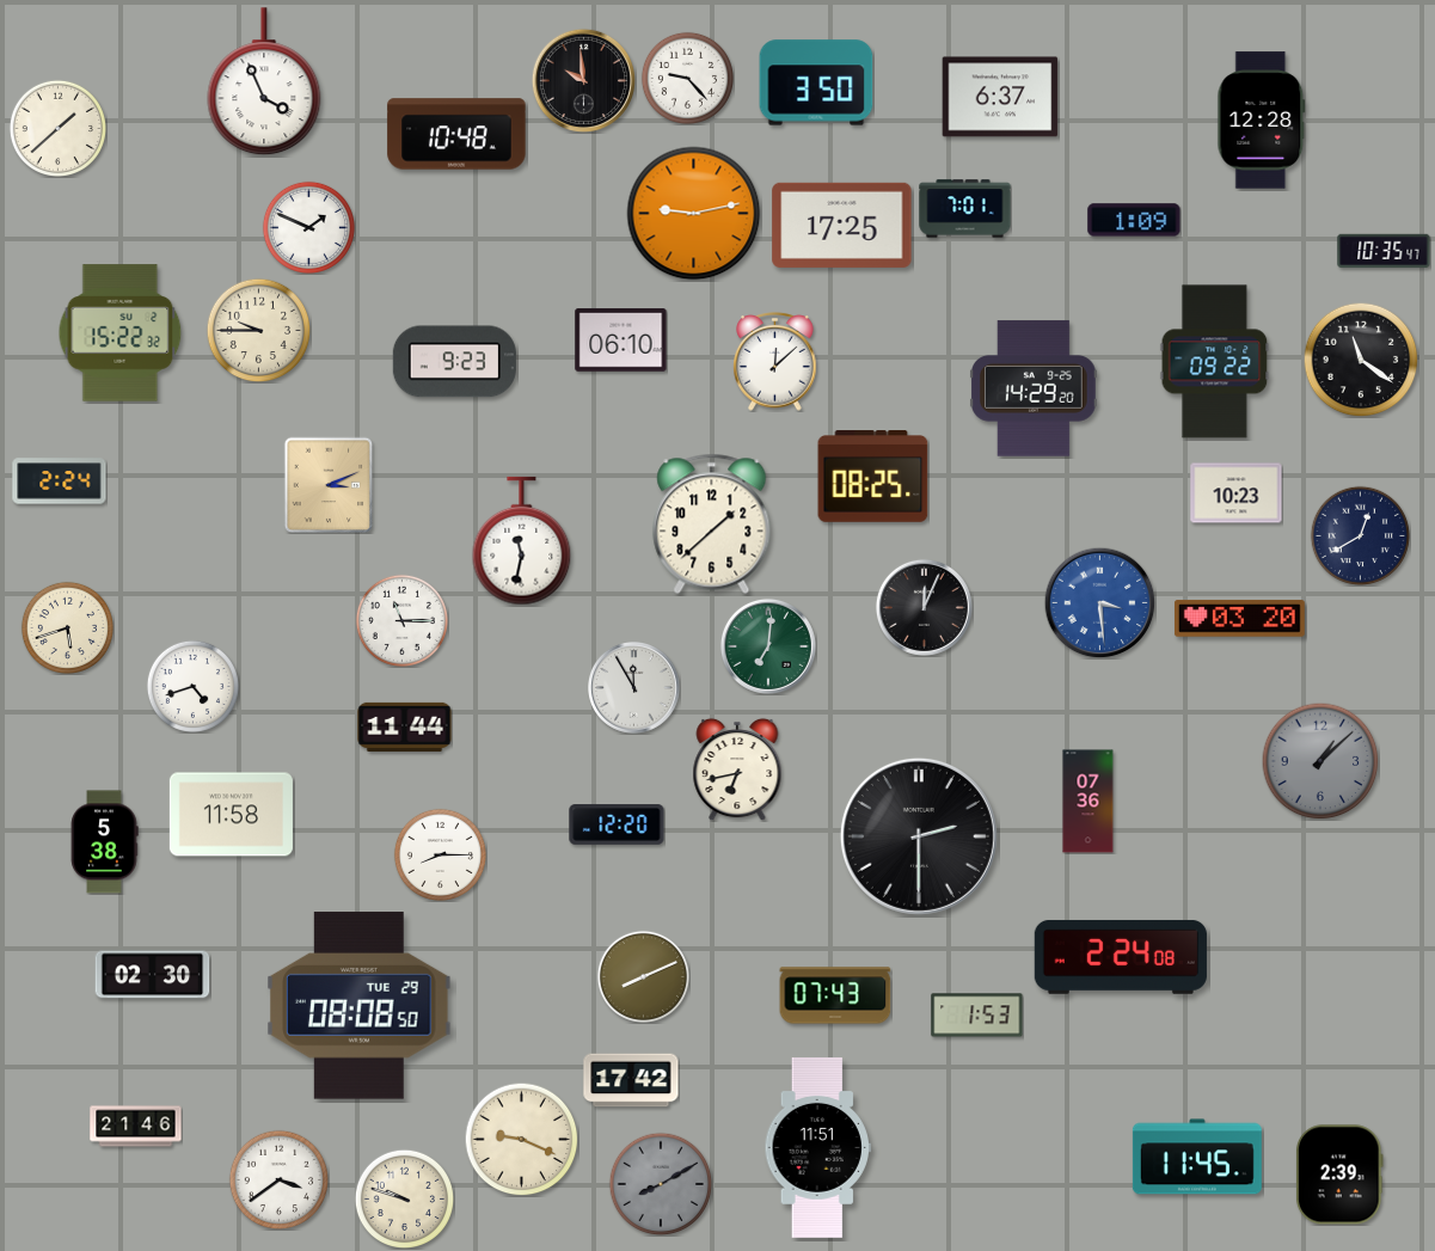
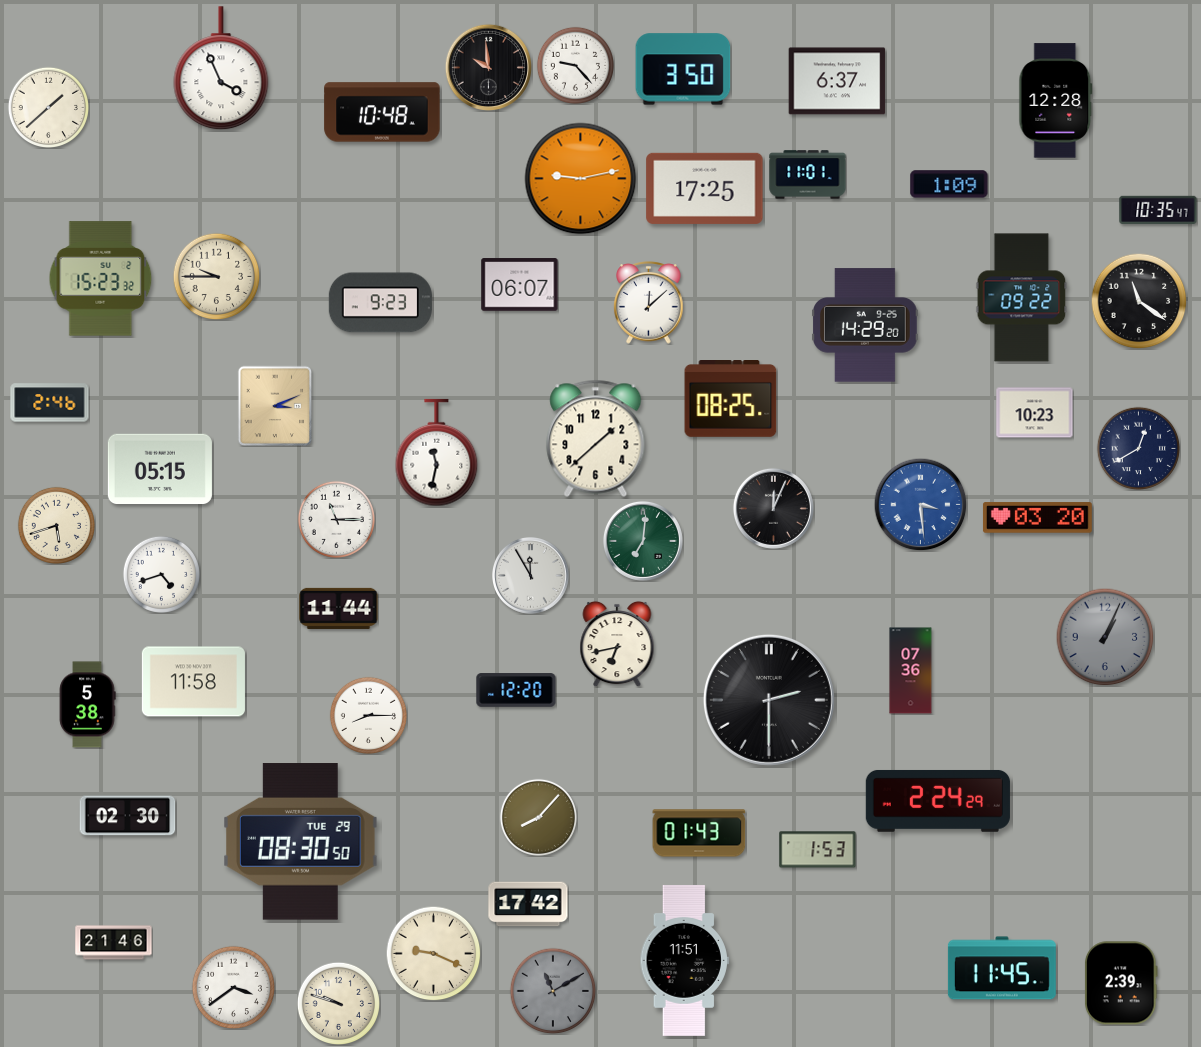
clock at (965, 209): 7:01 -> 11:01
clock at (308, 227): 1:49 -> none
clock at (121, 333): 15:22 -> 15:23
clock at (621, 341): 06:10 -> 06:07
clock at (1215, 362) position: (1215, 362) -> (1022, 298)
clock at (60, 482): 2:24 -> 2:46
clock at (160, 468): none -> 05:15
clock at (1320, 761): 1:08 -> 1:04
clock at (1121, 957): 2:24:08 -> 2:24:29
clock at (643, 976): 8:11 -> 8:07
clock at (835, 995): 07:43 -> 01:43
clock at (360, 1006): 08:08 -> 08:30
clock at (521, 1139) position: (521, 1139) -> (433, 953)
clock at (661, 1184): 8:10 -> 11:10
